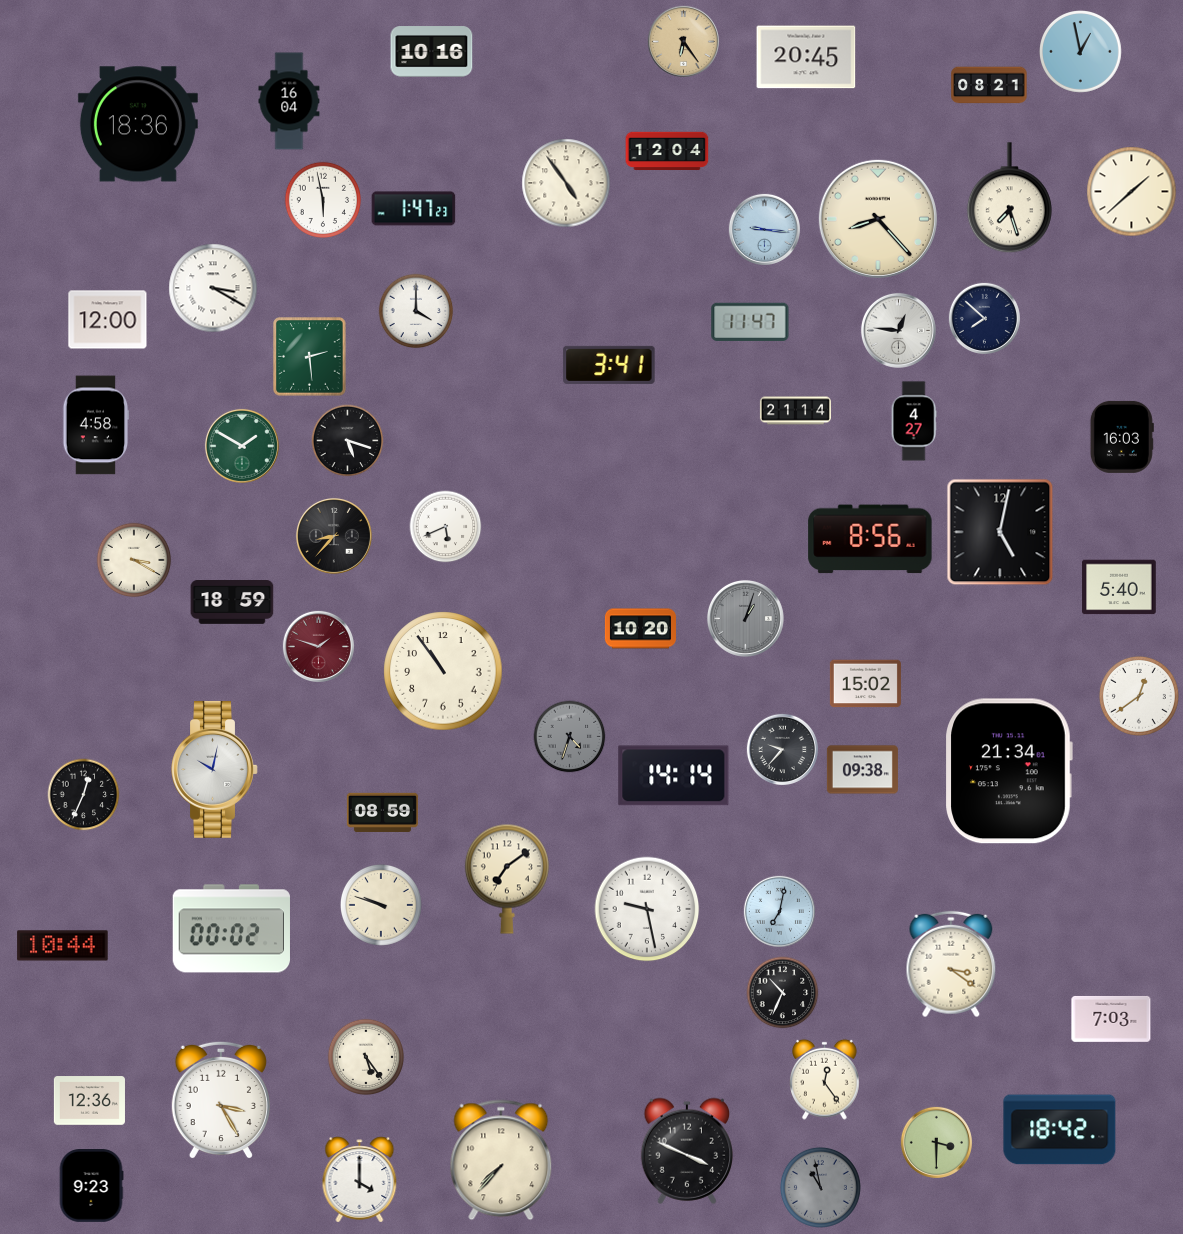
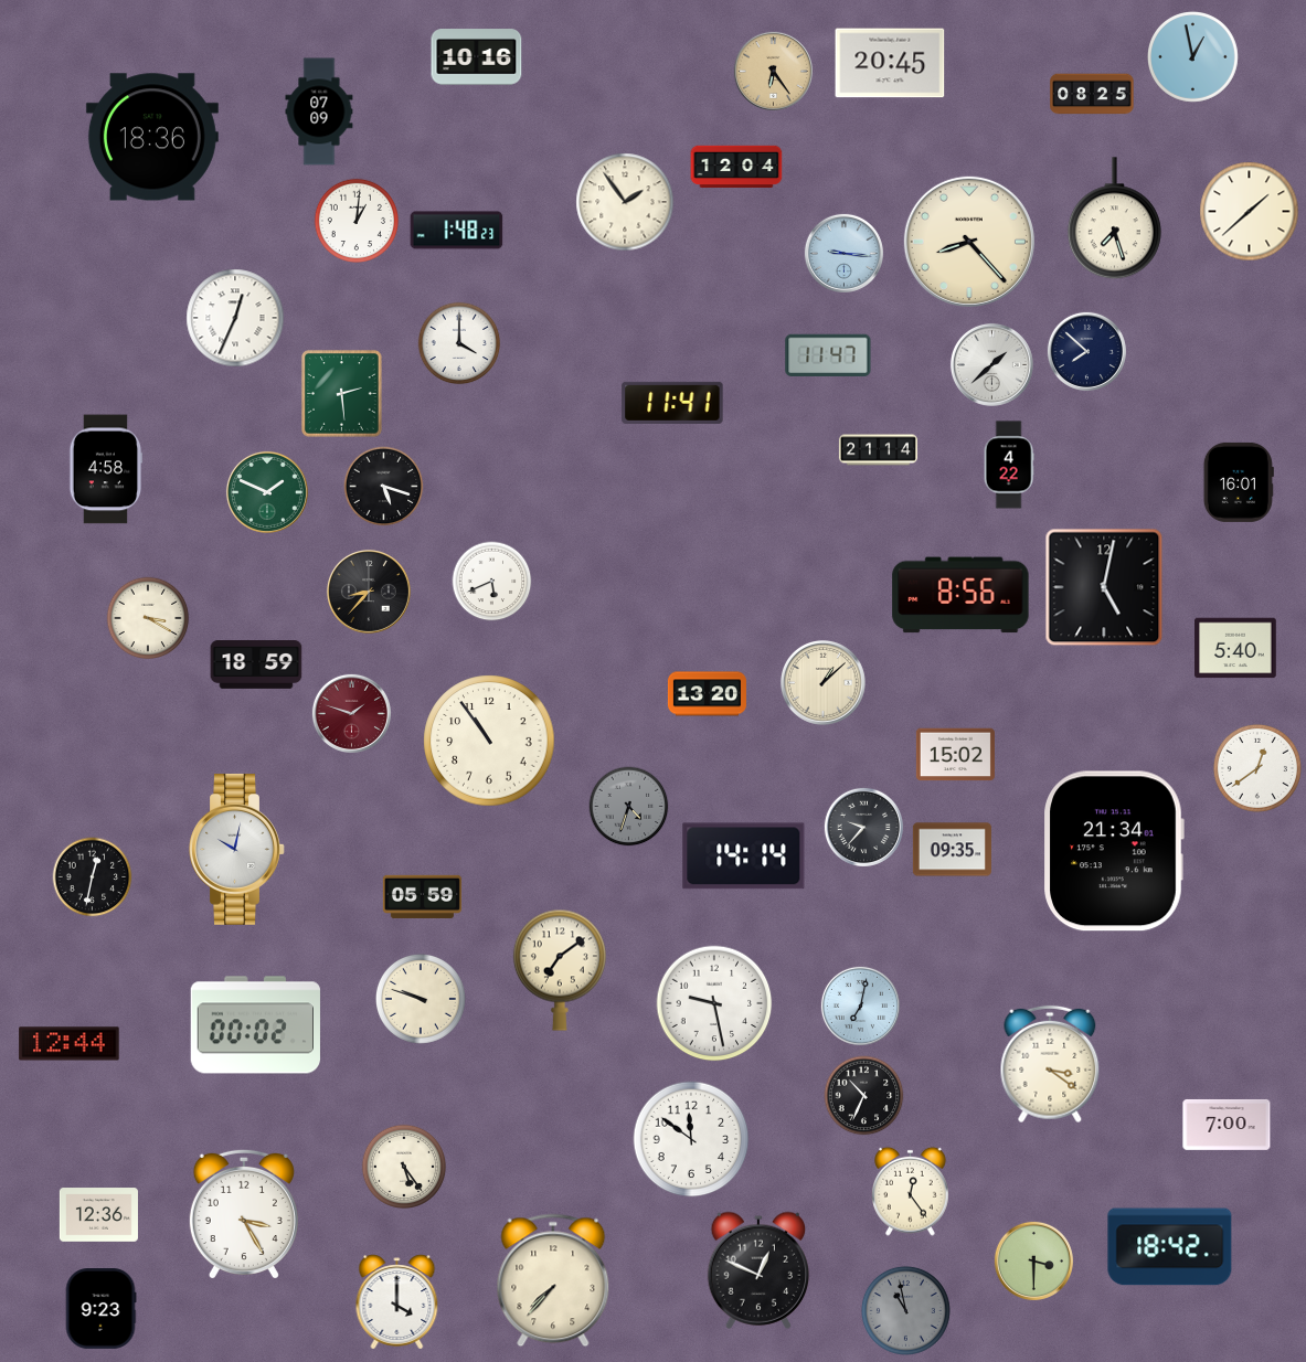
clock at (683, 41) position: (683, 41) -> (773, 71)
clock at (989, 85): 08:21 -> 08:25
clock at (289, 101): 16:04 -> 07:09
clock at (566, 183): 4:54 -> 1:54
clock at (323, 200): 5:58 -> 1:01
clock at (414, 209): 1:47 -> 1:48
clock at (213, 288): 3:20 -> 12:34
clock at (108, 320): 12:00 -> none
clock at (898, 330): 12:46 -> 1:38
clock at (609, 365): 3:41 -> 11:41
clock at (795, 411) position: (795, 411) -> (878, 450)
clock at (914, 421): 4:27 -> 4:22
clock at (1122, 437): 16:03 -> 16:01
clock at (242, 446): 1:50 -> 1:49
clock at (745, 618): 1:03 -> 1:08
clock at (745, 618) dial: grey -> cream
clock at (640, 629): 10:20 -> 13:20
clock at (570, 737) position: (570, 737) -> (629, 807)
clock at (862, 770): 09:38 -> 09:35
clock at (84, 795): 12:34 -> 12:32
clock at (382, 812): 08:59 -> 05:59
clock at (63, 946): 10:44 -> 12:44
clock at (1111, 1019): 7:03 -> 7:00
clock at (691, 1139): none -> 11:51
clock at (686, 1151): 3:49 -> 12:49
